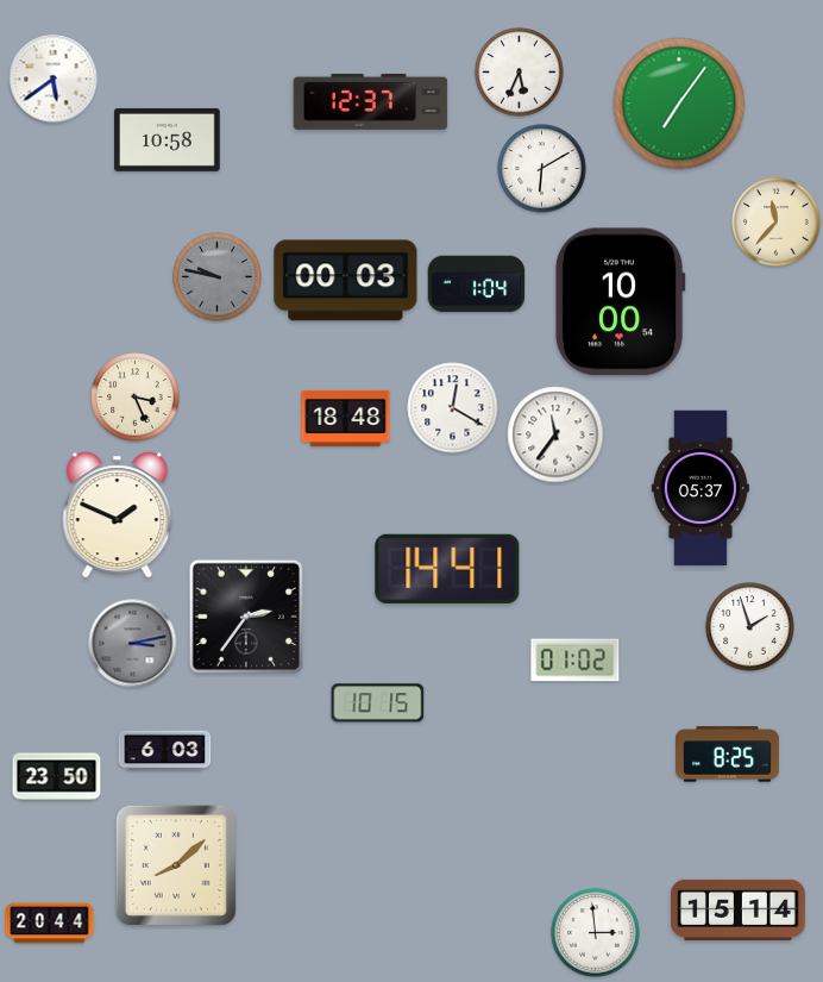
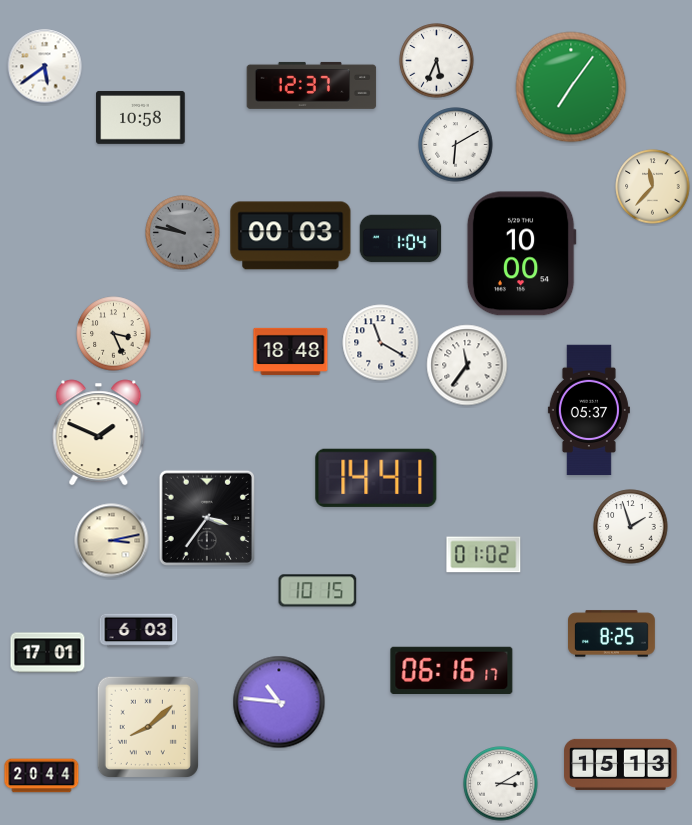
clock at (542, 169) position: (542, 169) -> (456, 145)
clock at (453, 408): 12:20 -> 11:20
clock at (246, 617): 2:36 -> 3:36
clock at (133, 644) dial: grey -> cream
clock at (57, 777): 23:50 -> 17:01
clock at (452, 670): none -> 06:16
clock at (279, 702): none -> 10:46
clock at (739, 909): 15:14 -> 15:13
clock at (596, 933): 2:59 -> 3:10
